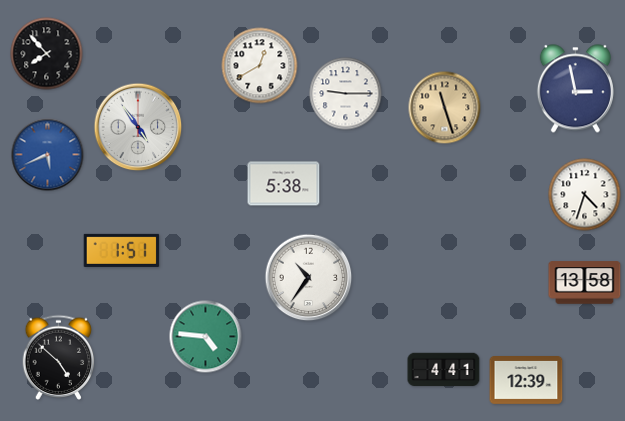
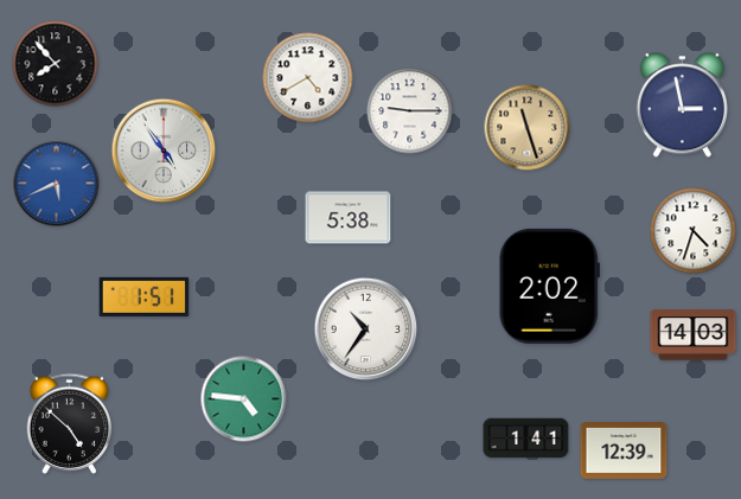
clock at (260, 66): 12:40 -> 4:40
clock at (284, 184) position: (284, 184) -> (349, 218)
clock at (549, 286): none -> 2:02
clock at (585, 283): 13:58 -> 14:03
clock at (444, 370): 4:41 -> 1:41
